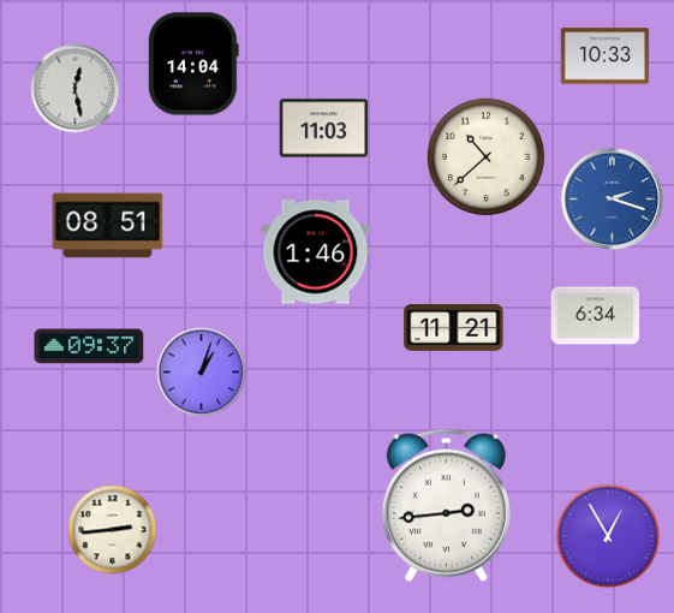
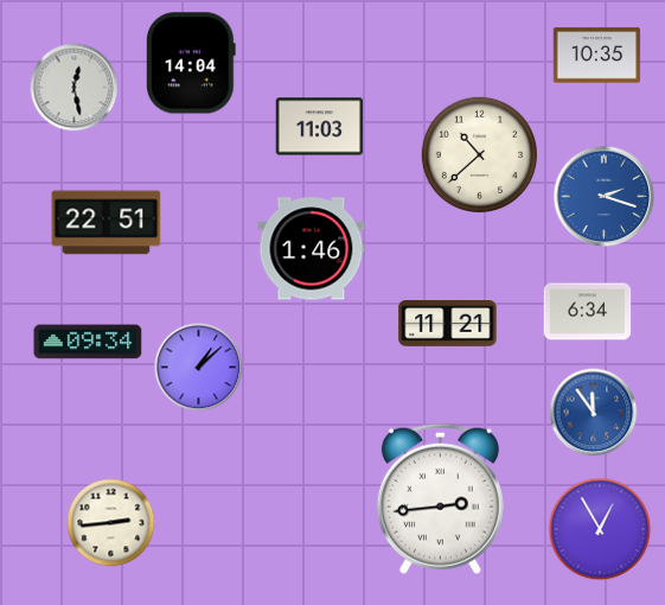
clock at (606, 56): 10:33 -> 10:35
clock at (108, 226): 08:51 -> 22:51
clock at (89, 346): 09:37 -> 09:34
clock at (202, 373): 1:03 -> 1:08
clock at (594, 413): none -> 11:54
